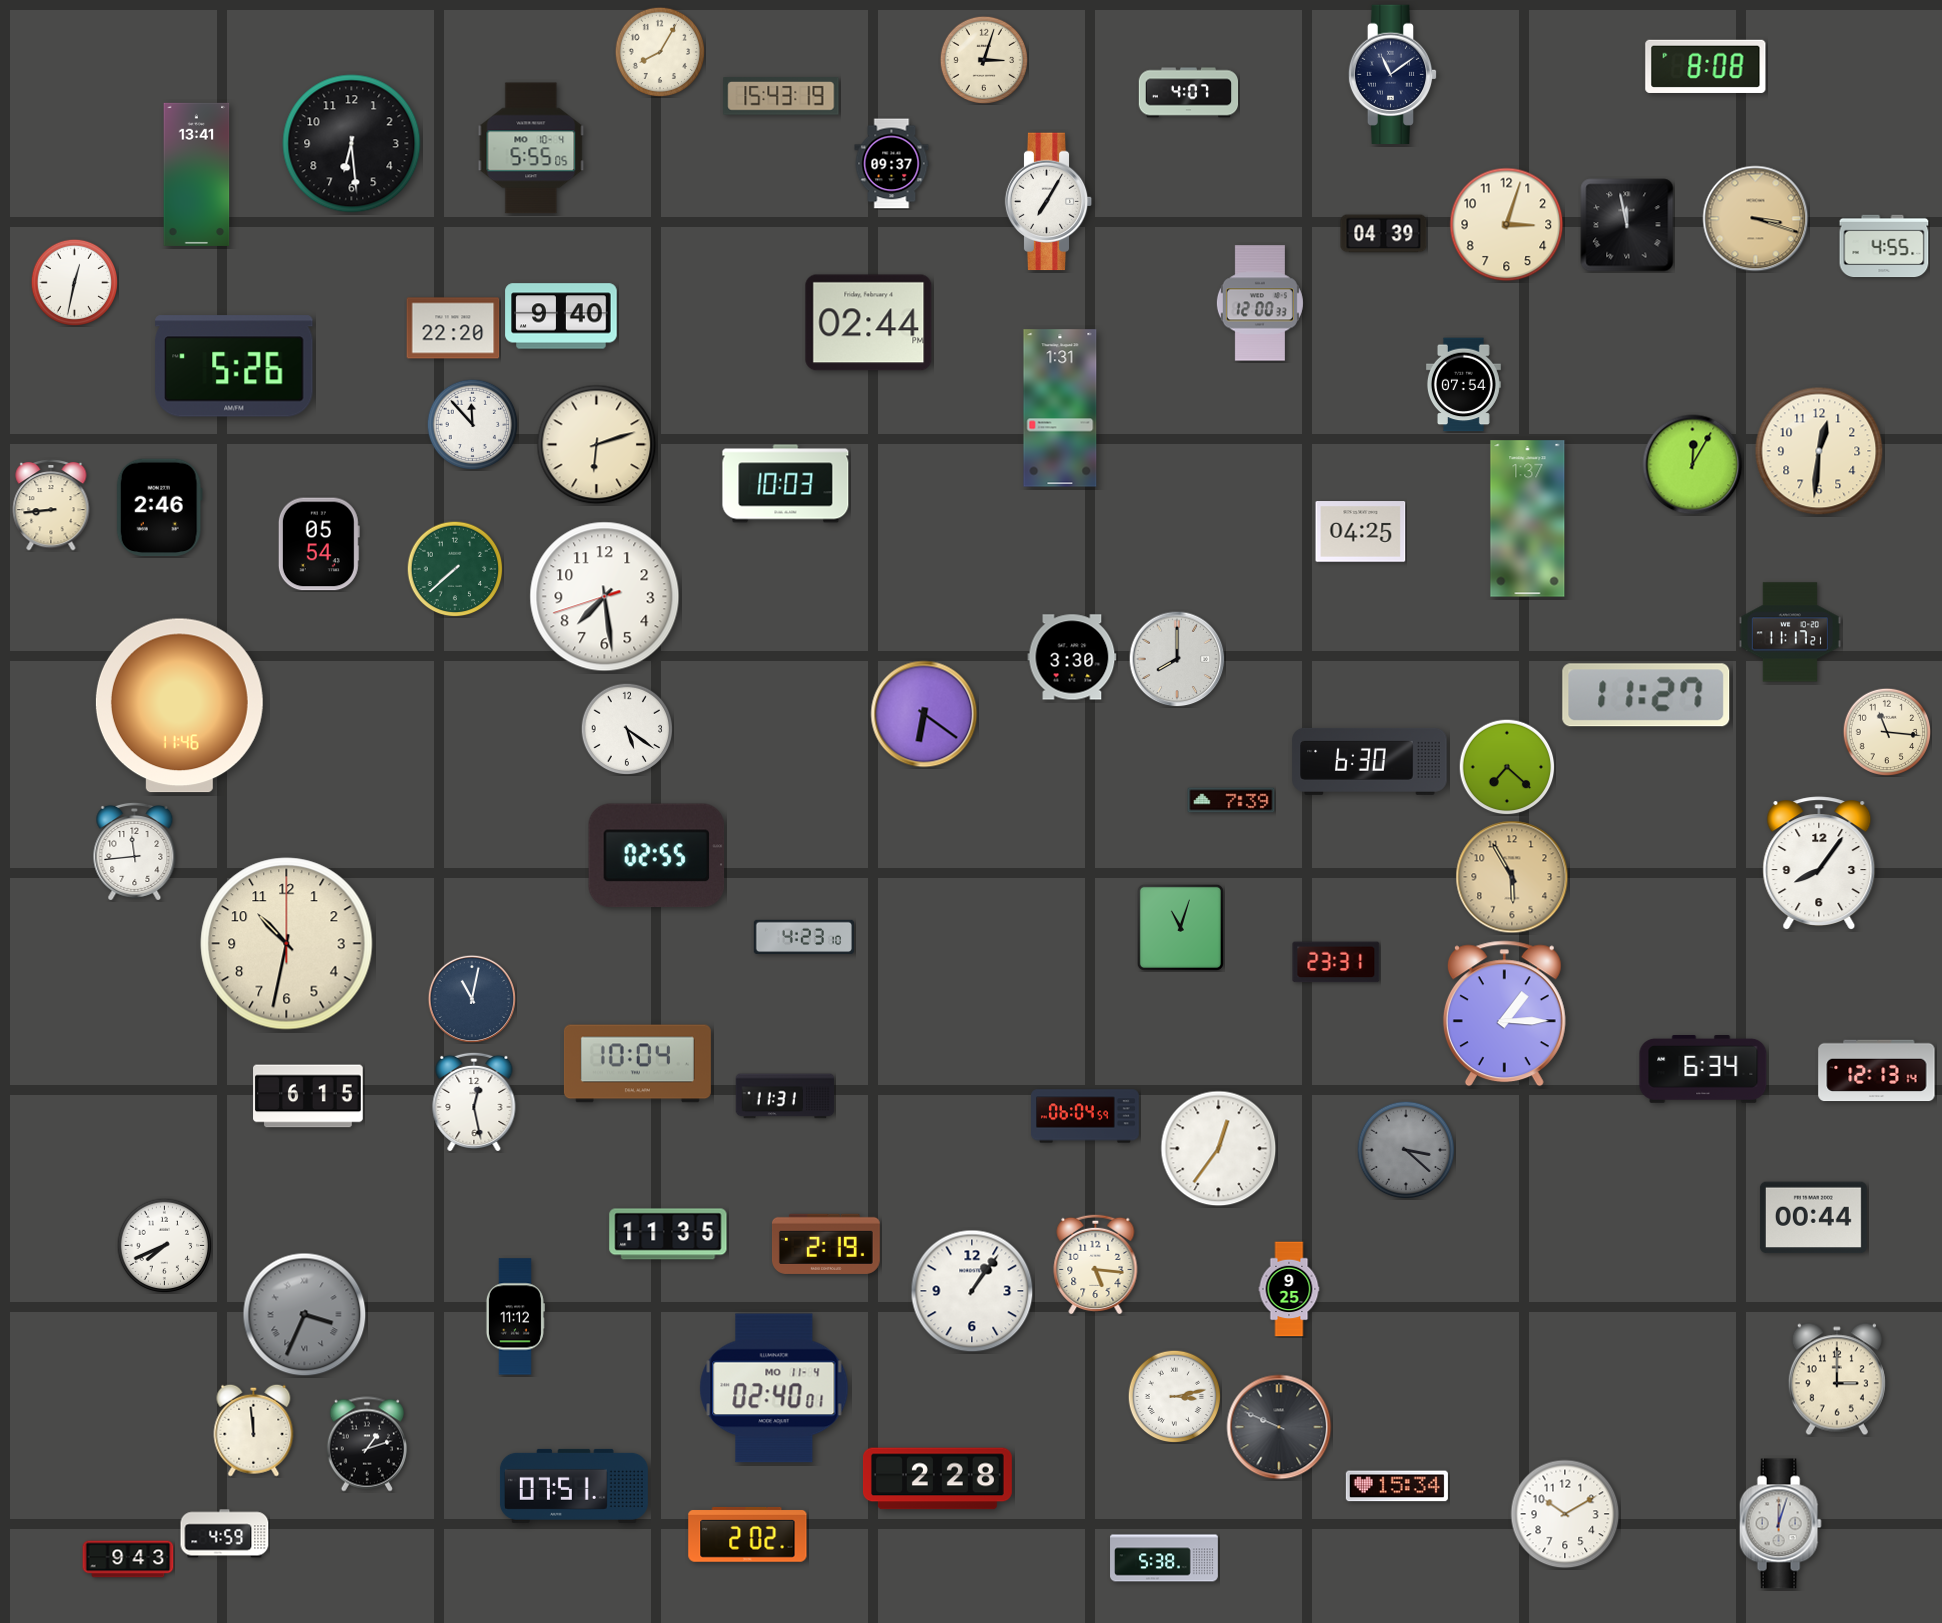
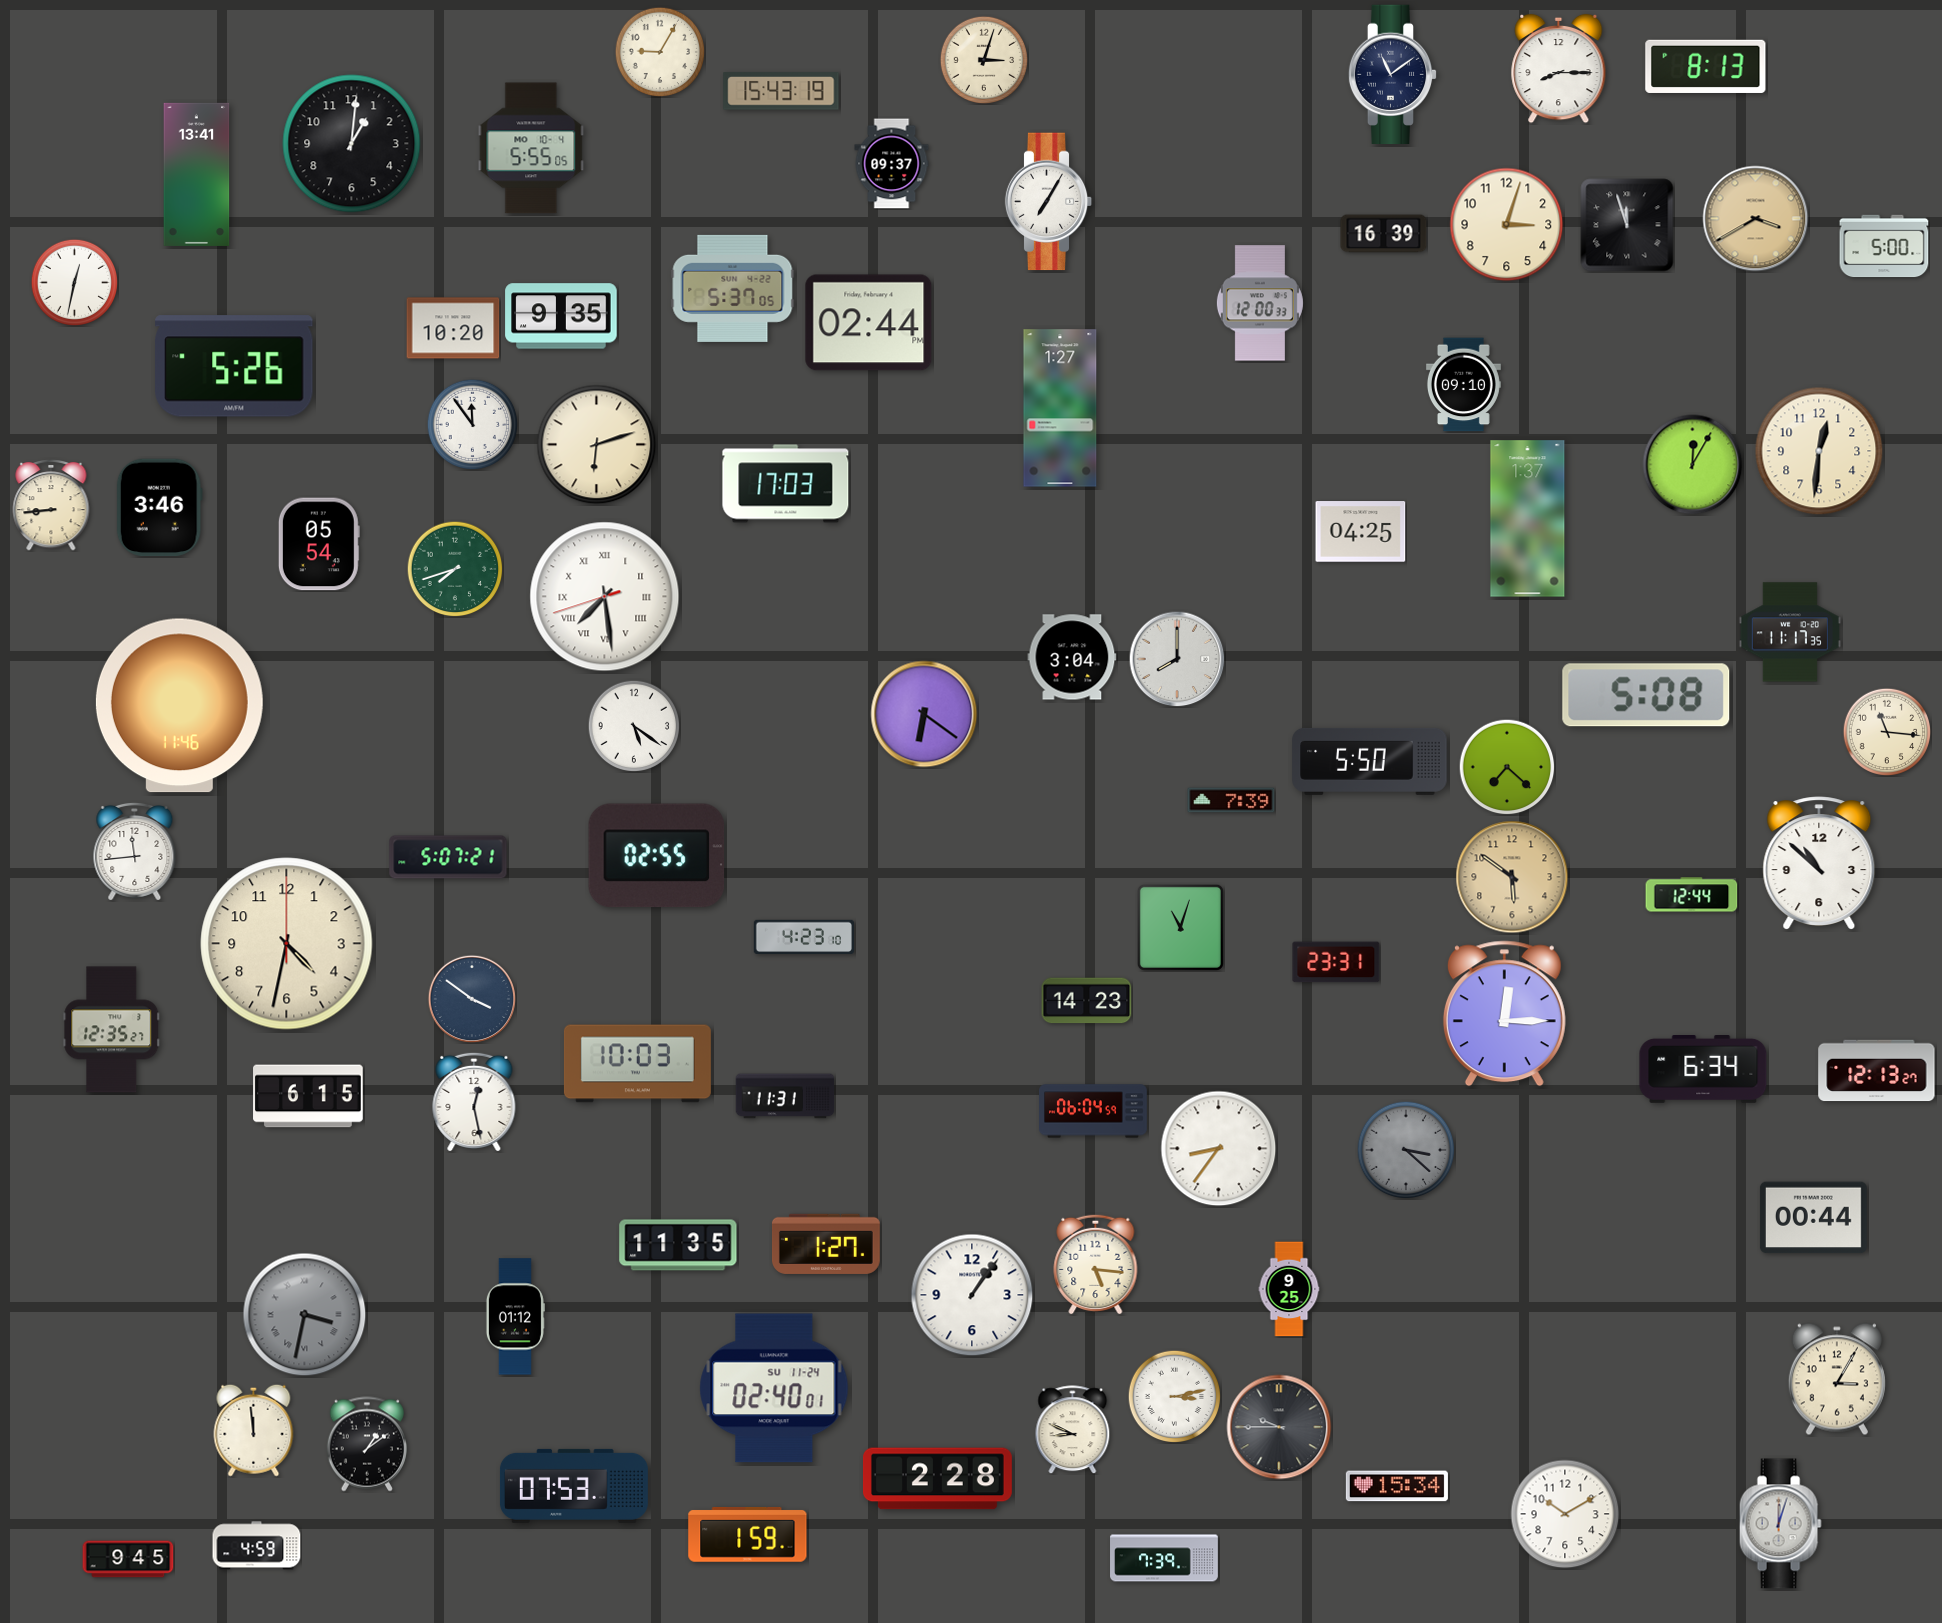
clock at (660, 52): 8:05 -> 9:05
clock at (1706, 66): 8:08 -> 8:13
clock at (1559, 69): none -> 8:15
clock at (1189, 93): 4:07 -> none
clock at (781, 96) position: (781, 96) -> (781, 91)
clock at (352, 144): 6:29 -> 1:01
clock at (1756, 219): 3:18 -> 3:40
clock at (1627, 225): 11:58 -> 11:57
clock at (1384, 234): 04:39 -> 16:39
clock at (1884, 246): 4:55 -> 5:00
clock at (733, 288): none -> 5:37
clock at (561, 316): 9:40 -> 9:35
clock at (453, 328): 22:20 -> 10:20
clock at (1463, 385): 07:54 -> 09:10
clock at (1060, 408): 1:31 -> 1:27
clock at (472, 424): 11:53 -> 11:54
clock at (786, 484): 10:03 -> 17:03
clock at (159, 508): 2:46 -> 3:46
clock at (455, 569): 7:38 -> 7:42
clock at (605, 597) numerals: Arabic -> Roman
clock at (1790, 632): 11:17:21 -> 11:17:35
clock at (1072, 657): 3:30 -> 3:04
clock at (1646, 695): 11:27 -> 5:08
clock at (627, 729) position: (627, 729) -> (634, 726)
clock at (1370, 761): 6:30 -> 5:50
clock at (448, 857): none -> 5:07
clock at (1819, 863): 8:06 -> 10:52
clock at (1512, 877): 5:55 -> 5:51
clock at (1692, 895): none -> 12:44
clock at (287, 944): 10:32 -> 4:32
clock at (471, 998): 11:02 -> 3:51
clock at (1087, 1001): none -> 14:23
clock at (1504, 1014): 1:15 -> 12:15
clock at (112, 1030): none -> 12:35
clock at (637, 1064): 10:04 -> 10:03
clock at (1877, 1071): 12:13:14 -> 12:13:27
clock at (1086, 1116) position: (1086, 1116) -> (1094, 1111)
clock at (1219, 1149): 12:36 -> 8:36
clock at (668, 1234) position: (668, 1234) -> (678, 1245)
clock at (826, 1244): 2:19 -> 1:27
clock at (164, 1245): 7:41 -> none
clock at (972, 1291) position: (972, 1291) -> (972, 1295)
clock at (305, 1315): 3:34 -> 3:32
clock at (515, 1317): 11:12 -> 01:12
clock at (1837, 1379): 3:00 -> 3:05
clock at (774, 1388) date: MO 11-4 -> SU 11-24
clock at (1279, 1427): 9:49 -> 9:45
clock at (1073, 1430): none -> 8:49
clock at (367, 1444): 1:12 -> 1:09
clock at (574, 1486): 07:51 -> 07:53
clock at (225, 1534) position: (225, 1534) -> (257, 1546)
clock at (748, 1534): 2:02 -> 1:59
clock at (1164, 1558): 5:38 -> 7:39
clock at (128, 1559): 9:43 -> 9:45
